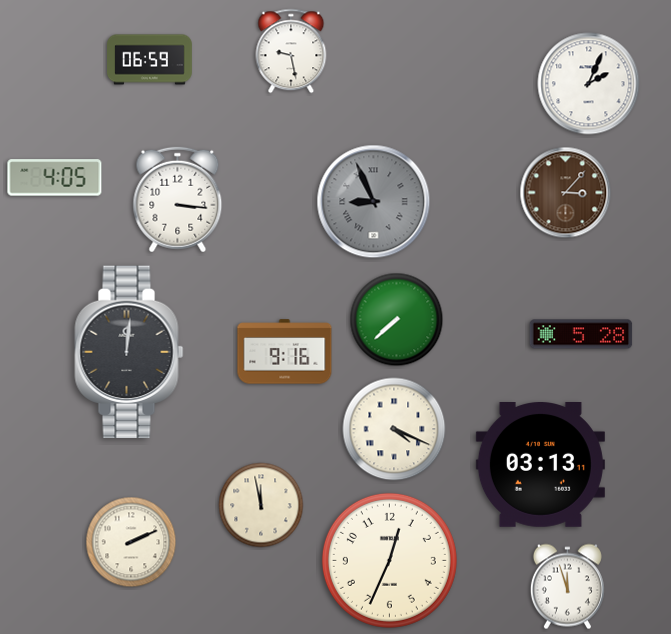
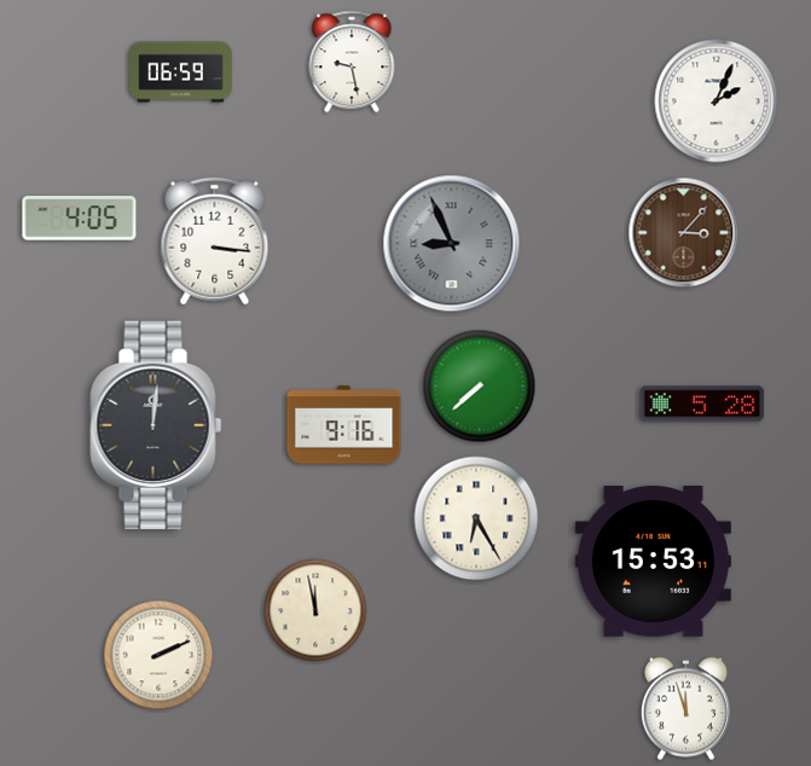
clock at (589, 84) position: (589, 84) -> (717, 101)
clock at (55, 178) position: (55, 178) -> (80, 219)
clock at (394, 429): 4:19 -> 6:25
clock at (540, 465): 03:13 -> 15:53
clock at (389, 560): 12:34 -> none
